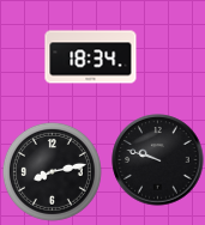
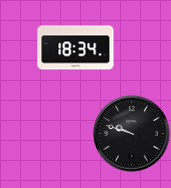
clock at (52, 171): 8:13 -> none
